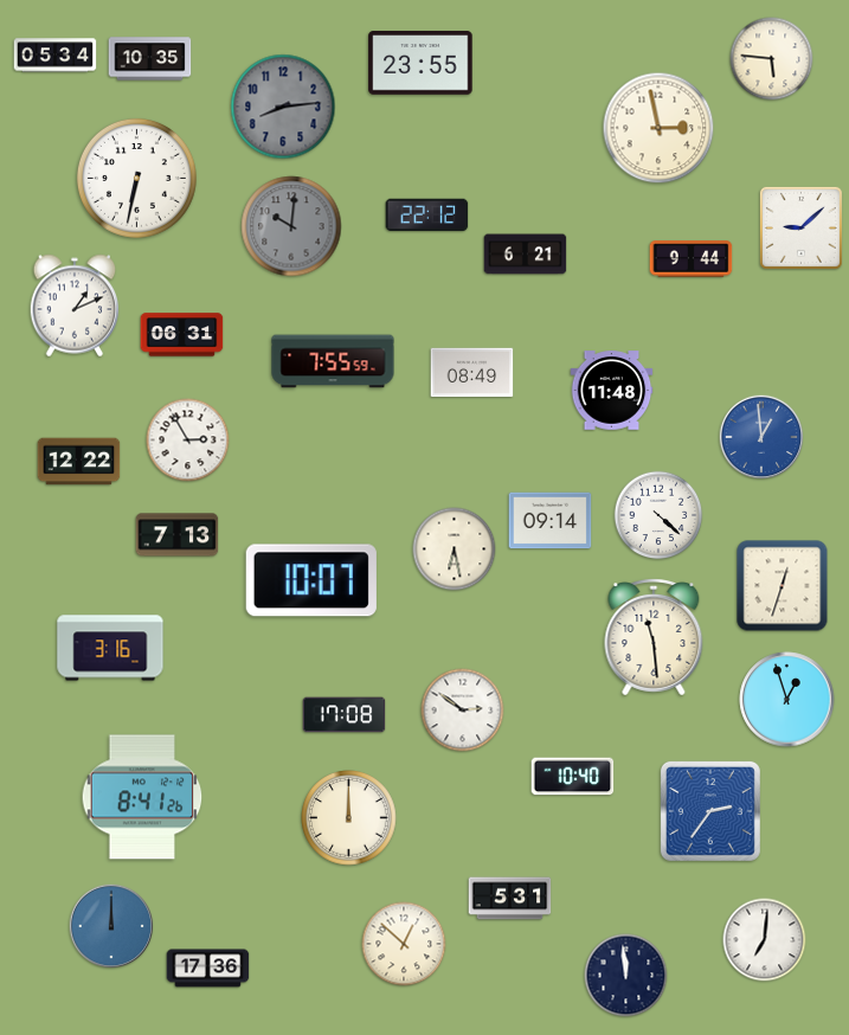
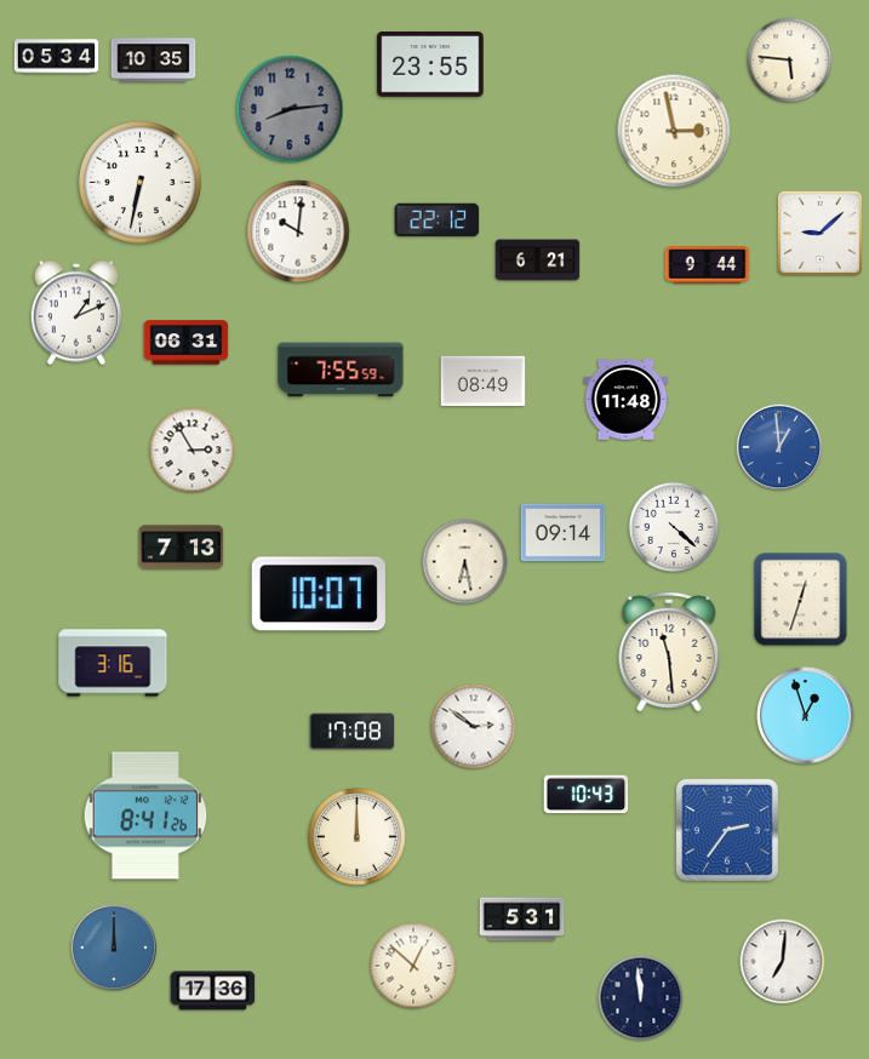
clock at (291, 226) dial: grey -> white
clock at (79, 462): 12:22 -> none
clock at (573, 777): 10:40 -> 10:43
